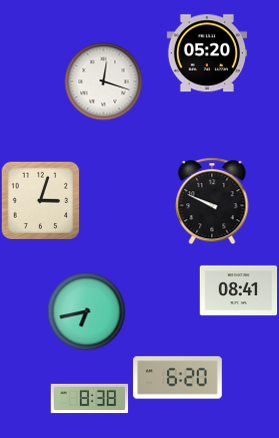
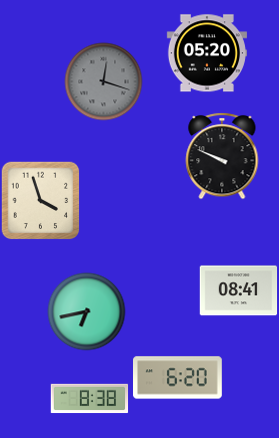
clock at (103, 81) dial: white -> grey
clock at (40, 200): 3:03 -> 3:57
clock at (212, 201) position: (212, 201) -> (222, 156)
